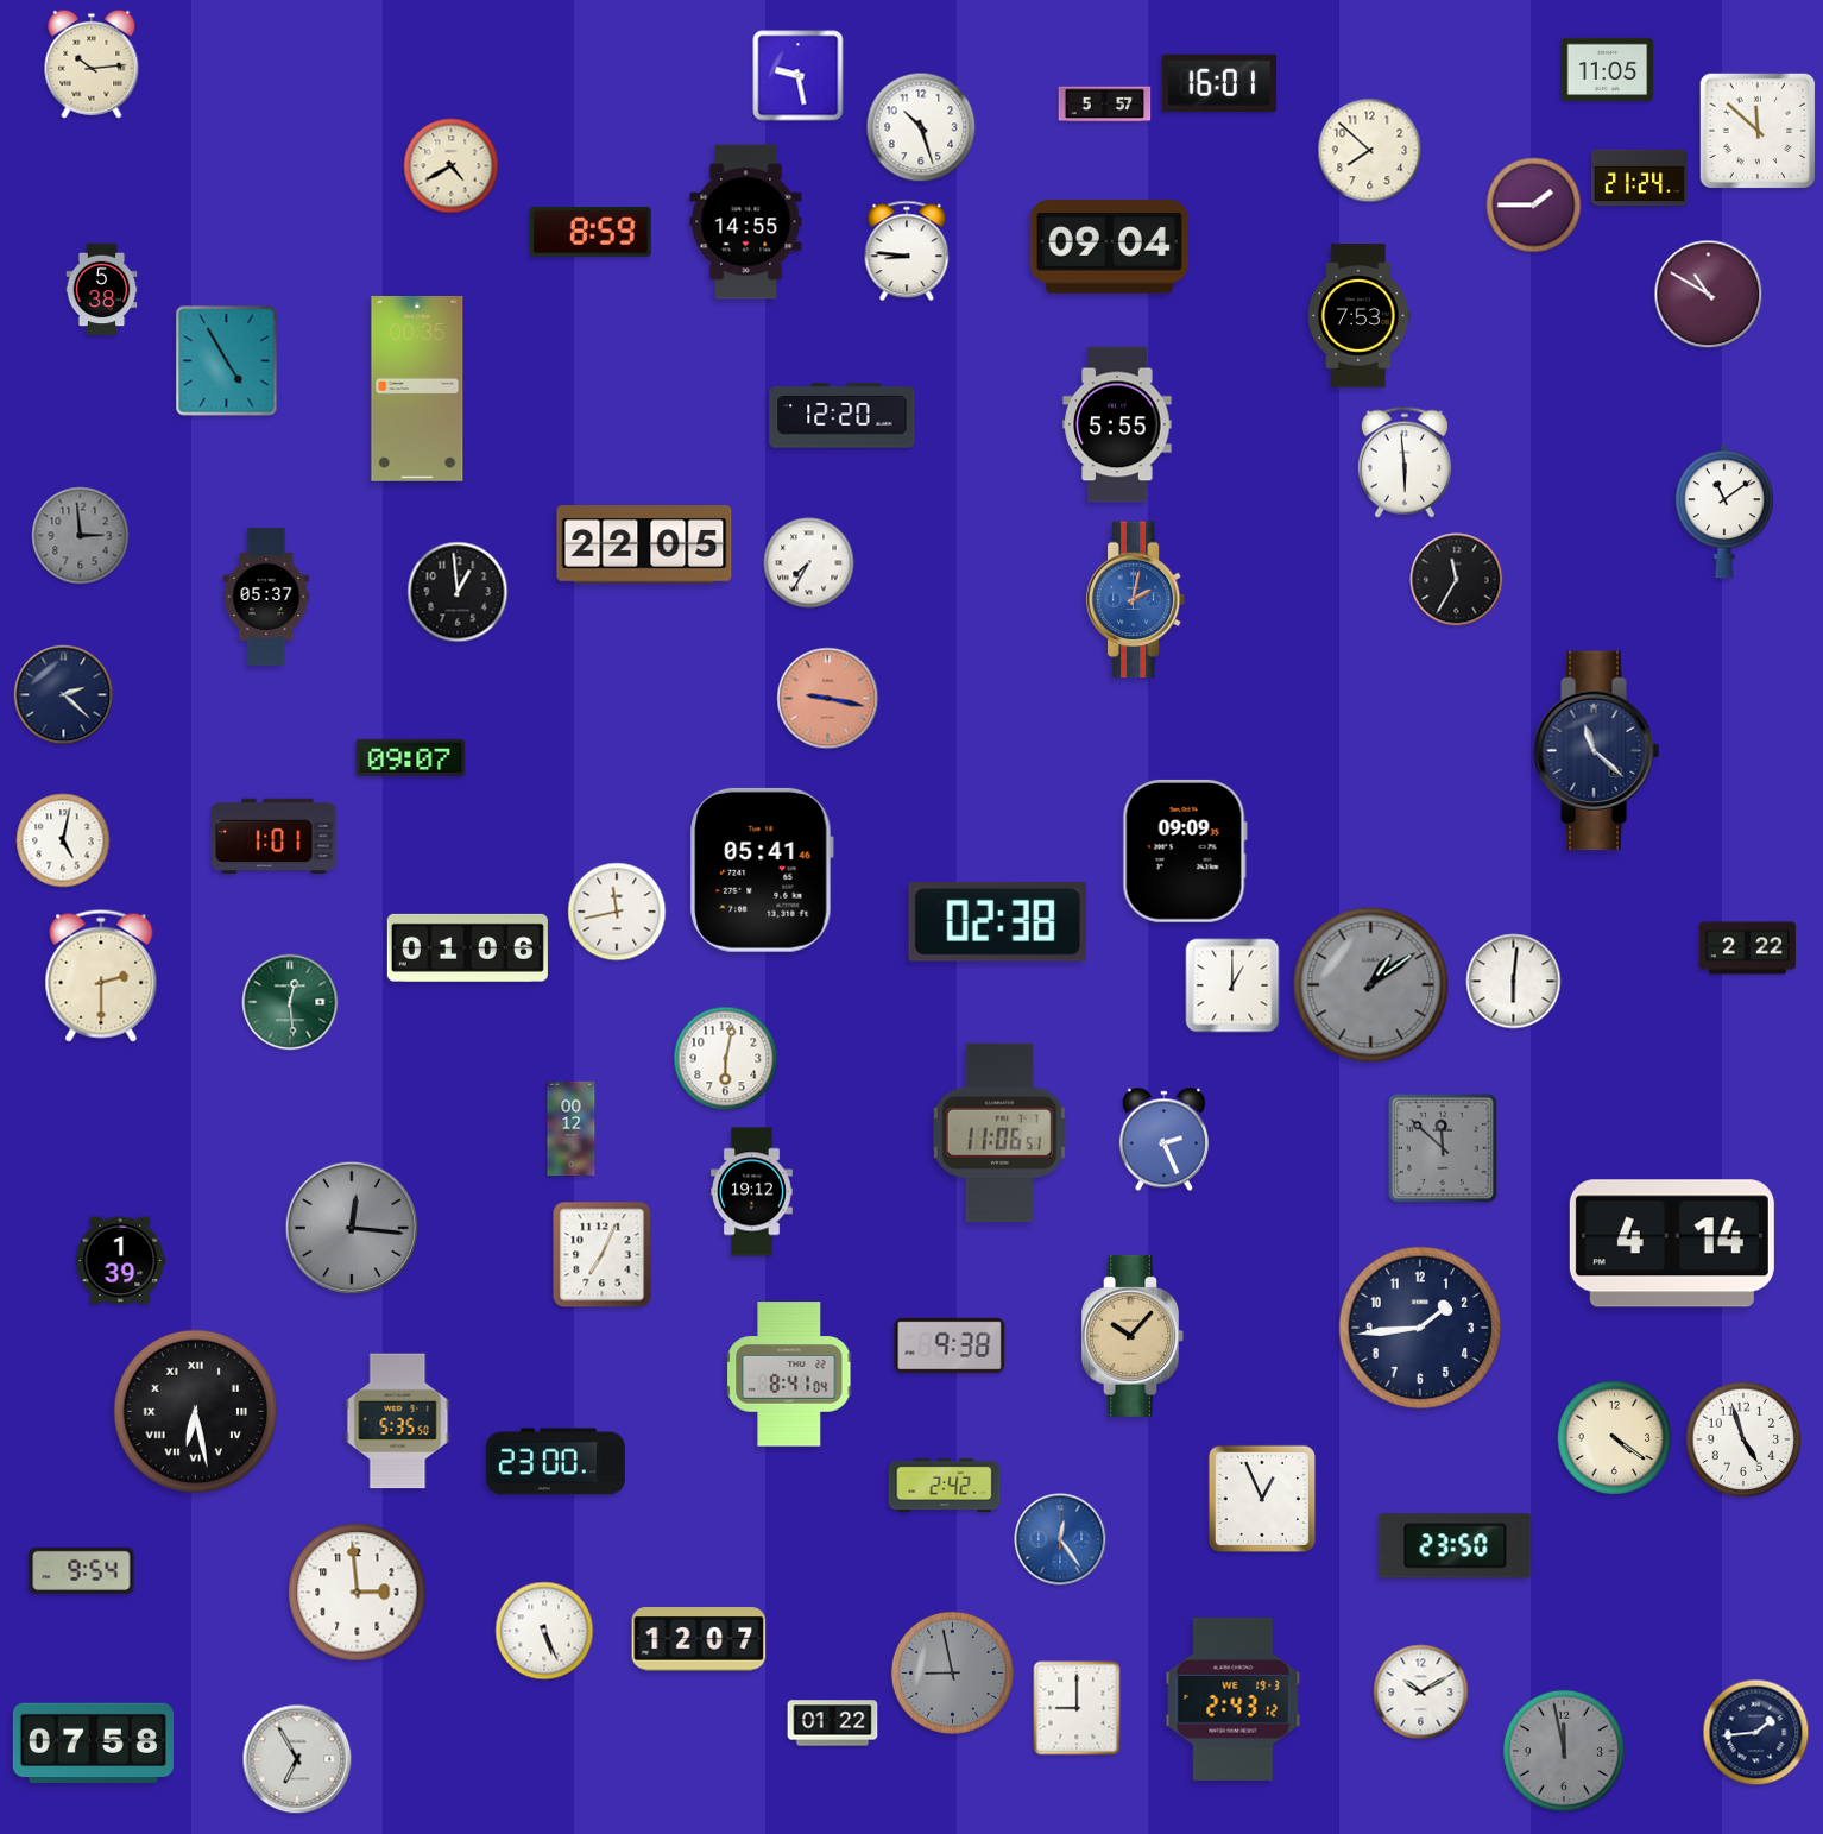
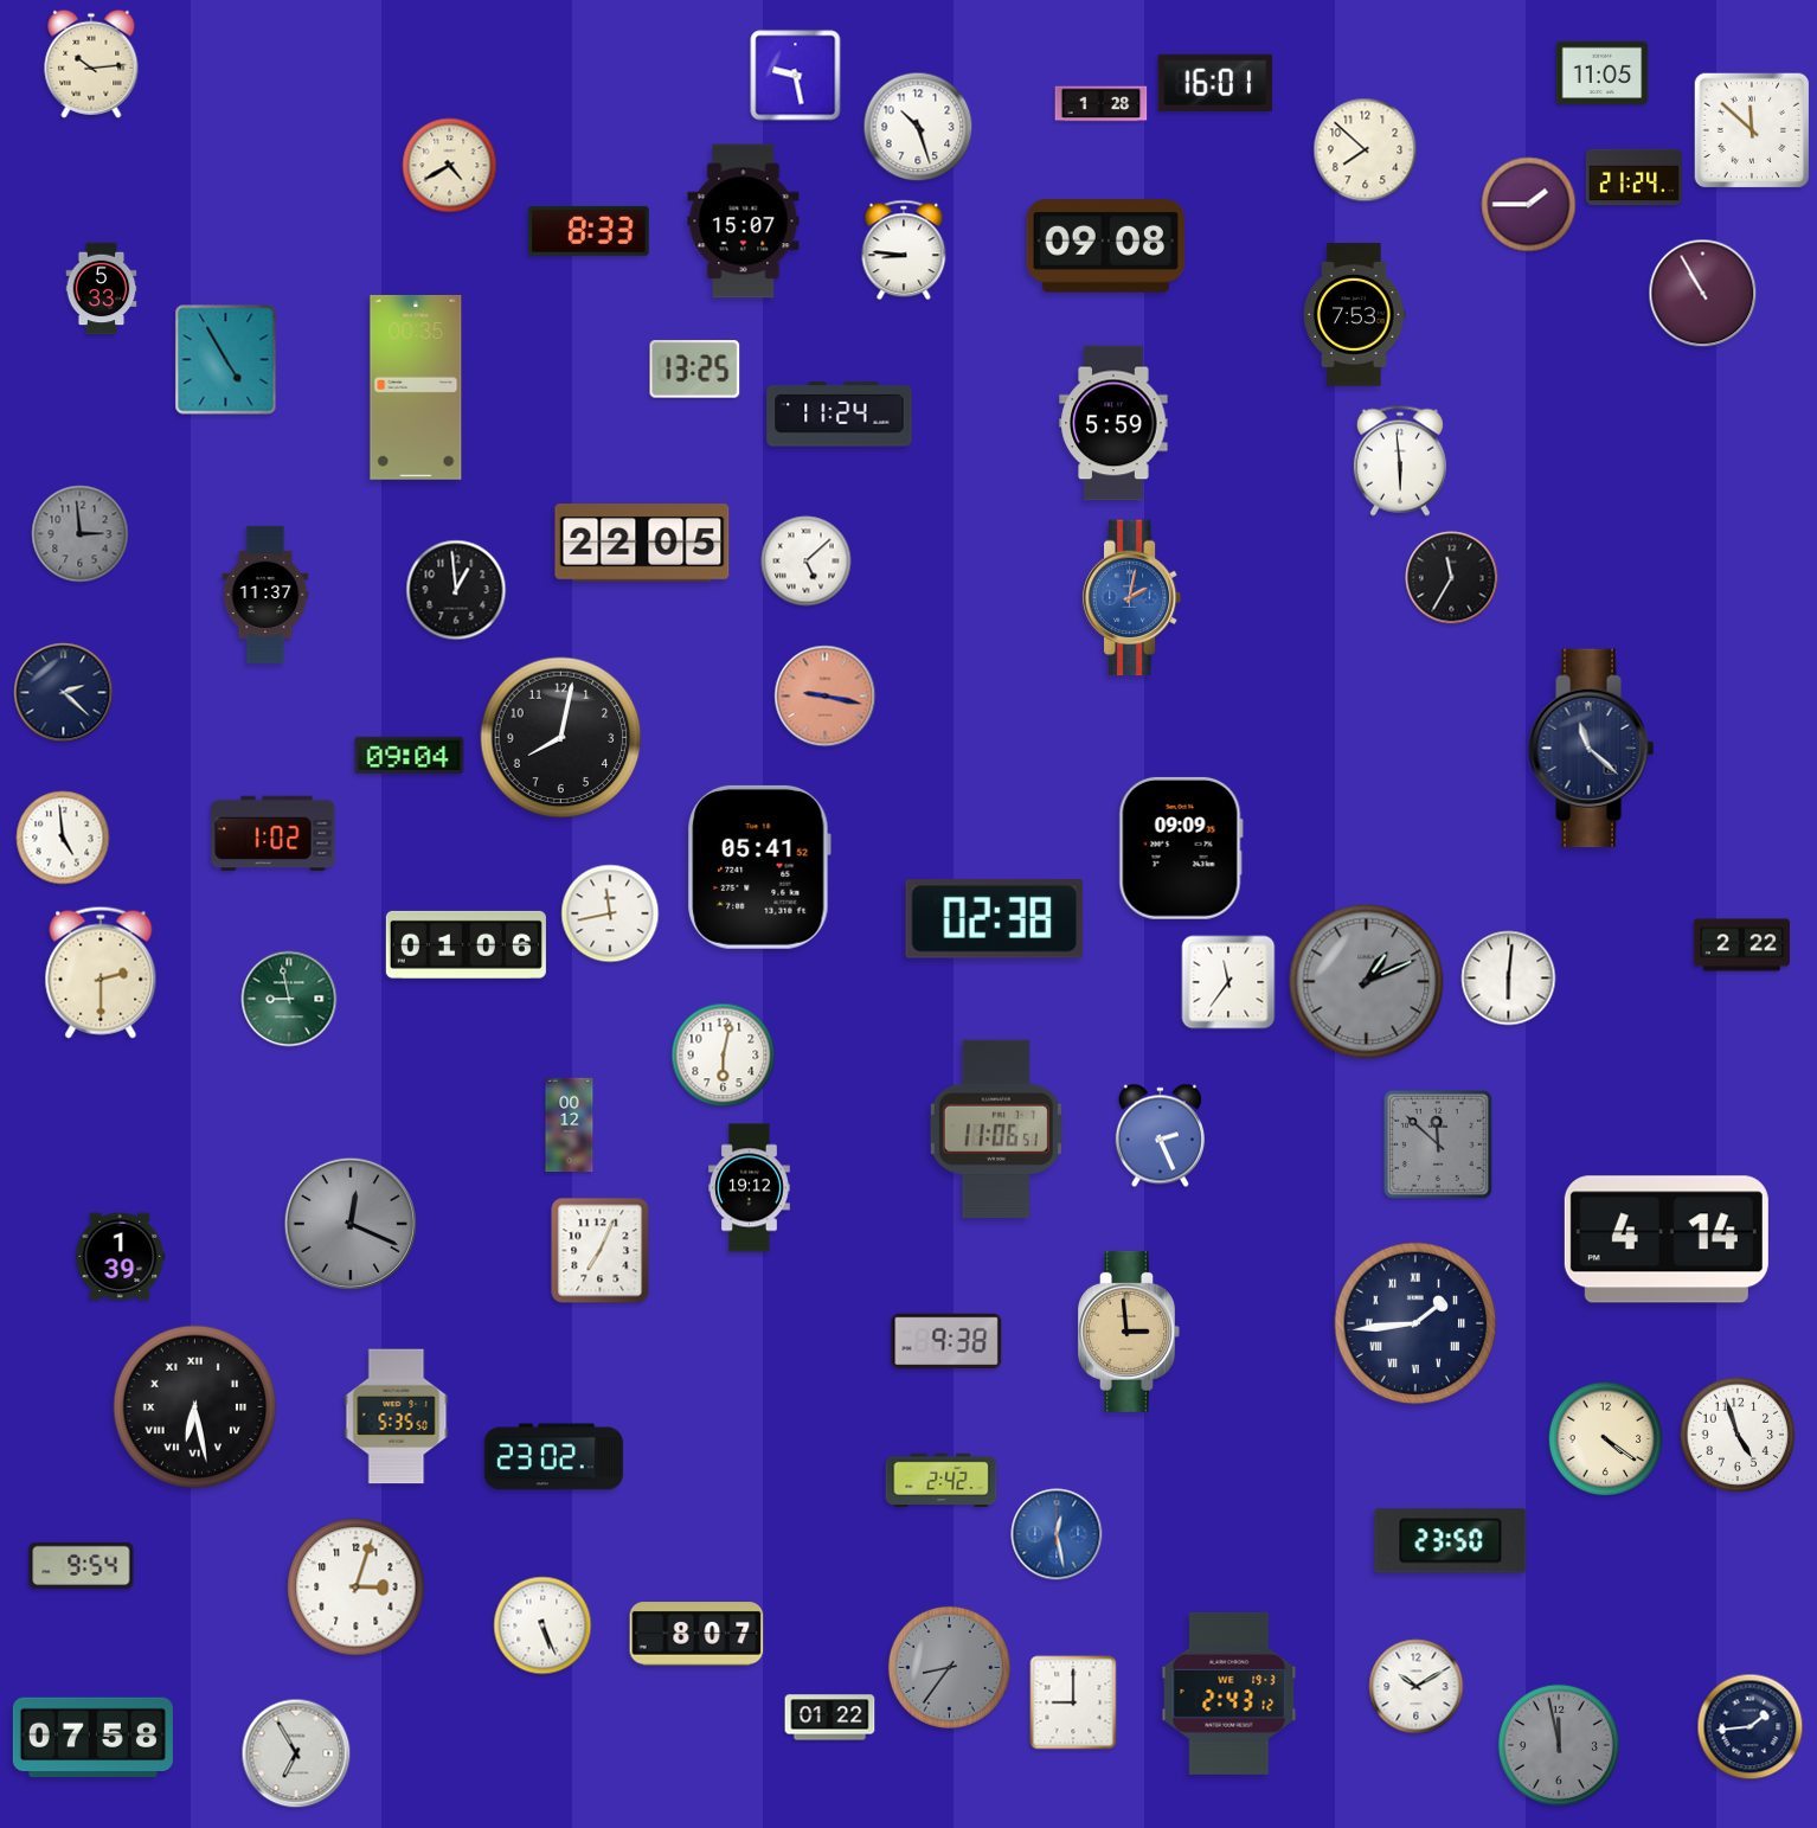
clock at (1608, 70) position: (1608, 70) -> (1603, 73)
clock at (1105, 105): 5:57 -> 1:28
clock at (746, 222): 14:55 -> 15:07
clock at (591, 232): 8:59 -> 8:33
clock at (1109, 247): 09:04 -> 09:08
clock at (102, 290): 5:38 -> 5:33
clock at (1709, 295): 10:50 -> 10:55
clock at (695, 370): none -> 13:25
clock at (843, 416): 12:20 -> 11:24
clock at (1117, 424): 5:55 -> 5:59
clock at (1724, 511): 11:09 -> none
clock at (809, 563): 7:35 -> 5:08
clock at (266, 595): 05:37 -> 11:37
clock at (561, 738): none -> 8:02
clock at (411, 758): 09:07 -> 09:04
clock at (275, 837): 1:01 -> 1:02
clock at (63, 840): 5:02 -> 4:59
clock at (762, 870): 05:41:46 -> 05:41:52
clock at (617, 912) position: (617, 912) -> (610, 913)
clock at (1232, 985): 1:00 -> 11:36
clock at (1371, 985): 1:09 -> 1:11
clock at (290, 1002): 12:29 -> 8:58
clock at (352, 1228): 12:16 -> 12:19
clock at (1420, 1328) numerals: Arabic -> Roman
clock at (1133, 1336): 10:07 -> 2:59
clock at (790, 1374): 8:41 -> none
clock at (1615, 1438) position: (1615, 1438) -> (1606, 1439)
clock at (555, 1462): 23:00 -> 23:02
clock at (1262, 1499): 12:56 -> none
clock at (1060, 1539): 12:24 -> 12:28
clock at (358, 1593): 2:59 -> 3:03
clock at (699, 1639): 12:07 -> 8:07
clock at (952, 1672): 8:58 -> 8:36
